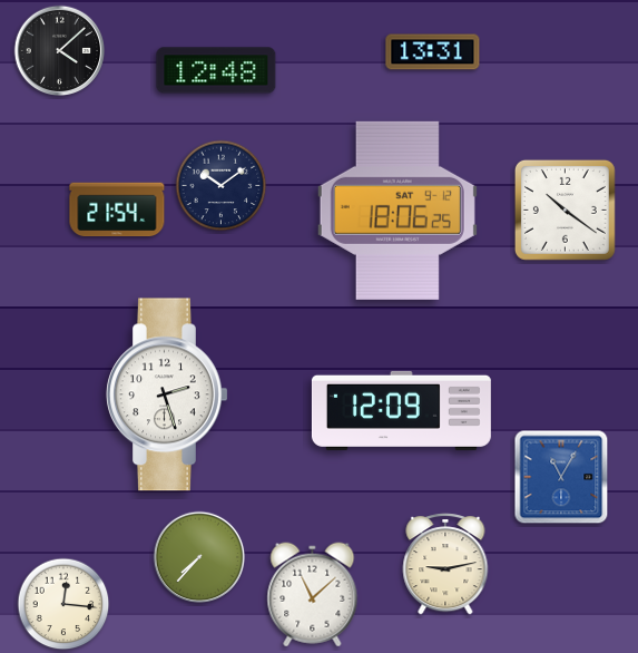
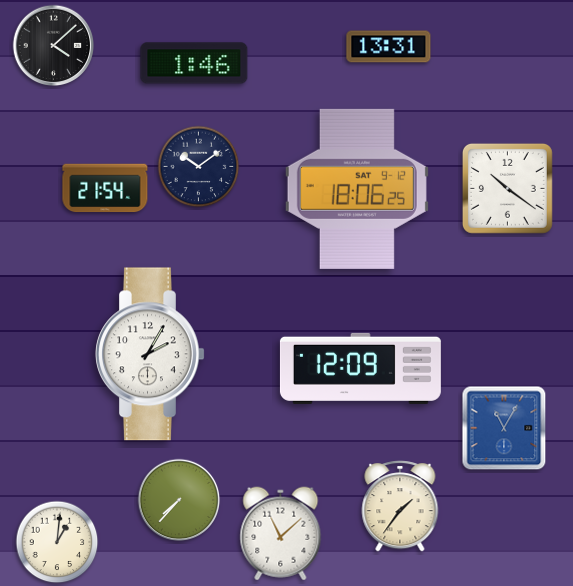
clock at (216, 70): 12:48 -> 1:46
clock at (167, 394): 2:27 -> 2:05
clock at (445, 564): 9:13 -> 1:36
clock at (63, 604): 12:16 -> 1:01
